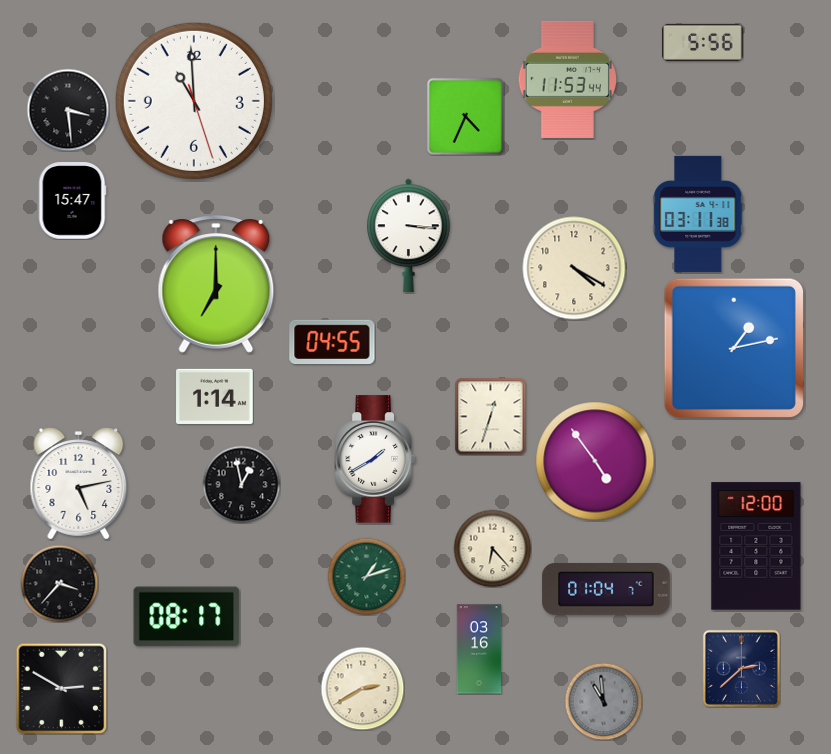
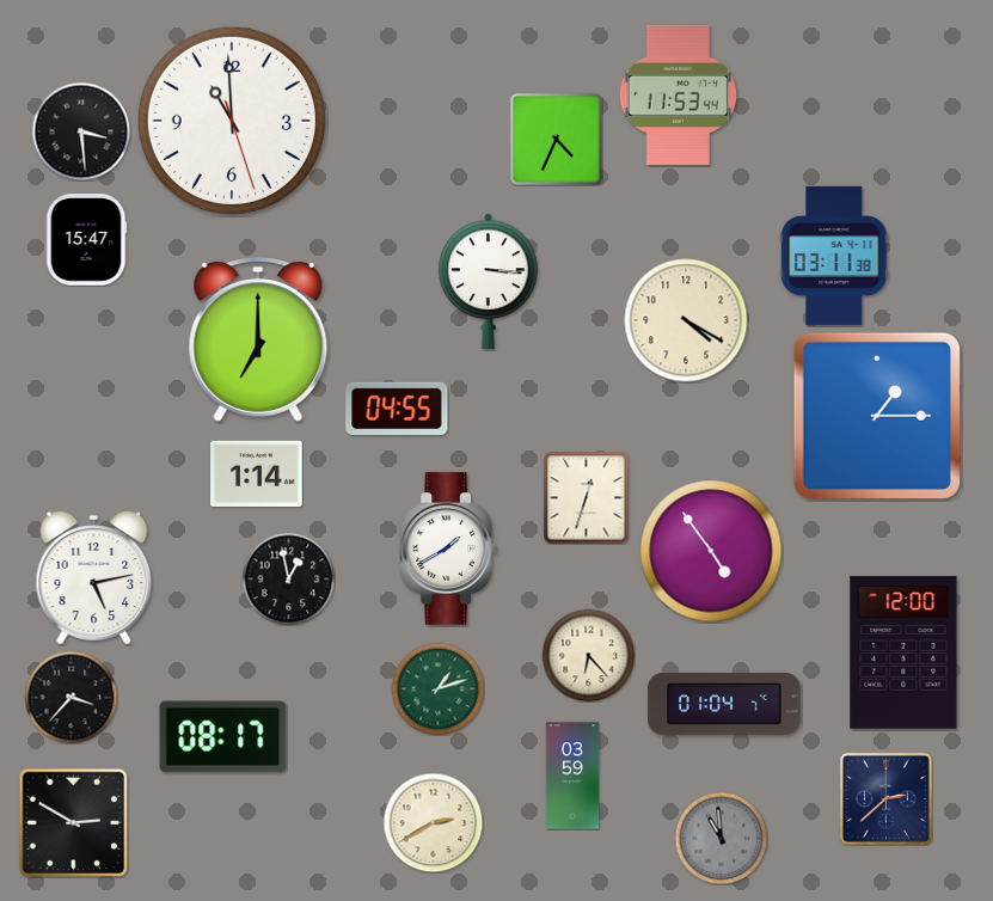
clock at (703, 42): 5:56 -> none
clock at (734, 348): 1:13 -> 1:15
clock at (479, 649): 03:16 -> 03:59
